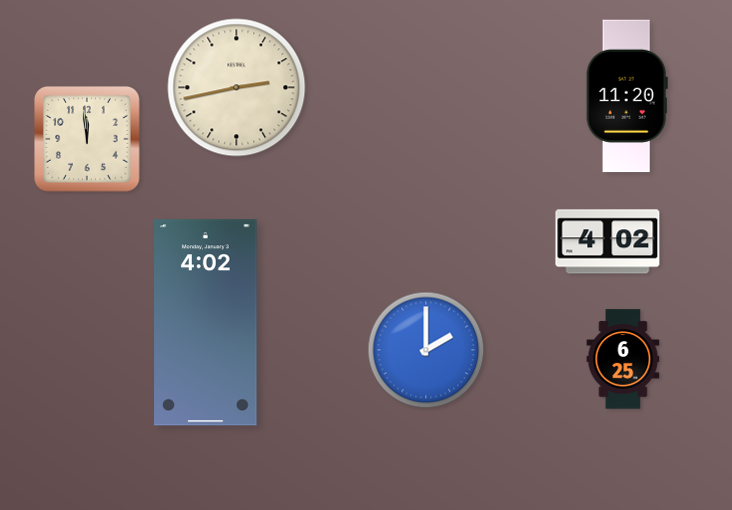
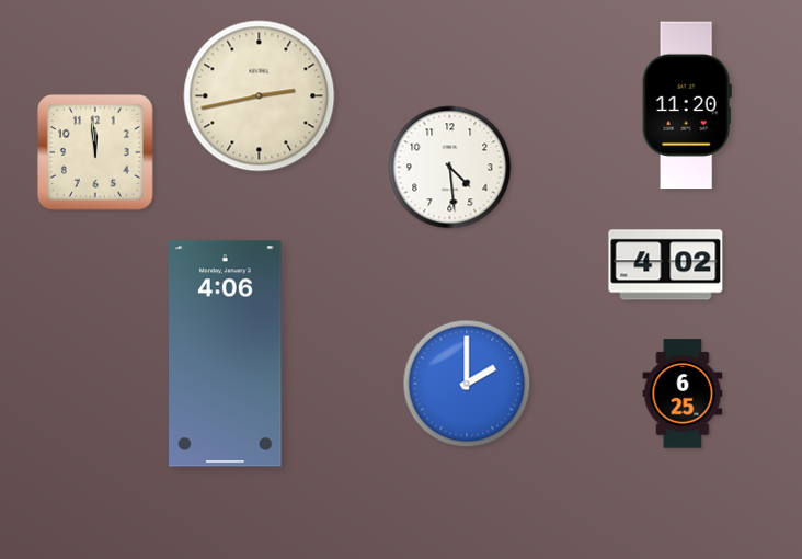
clock at (450, 168): none -> 4:29
clock at (206, 323): 4:02 -> 4:06
